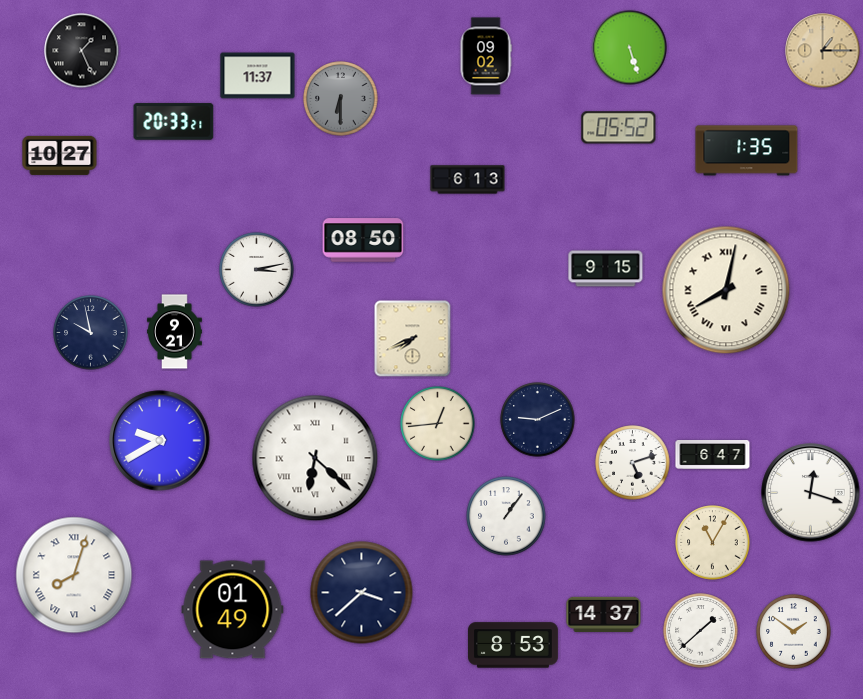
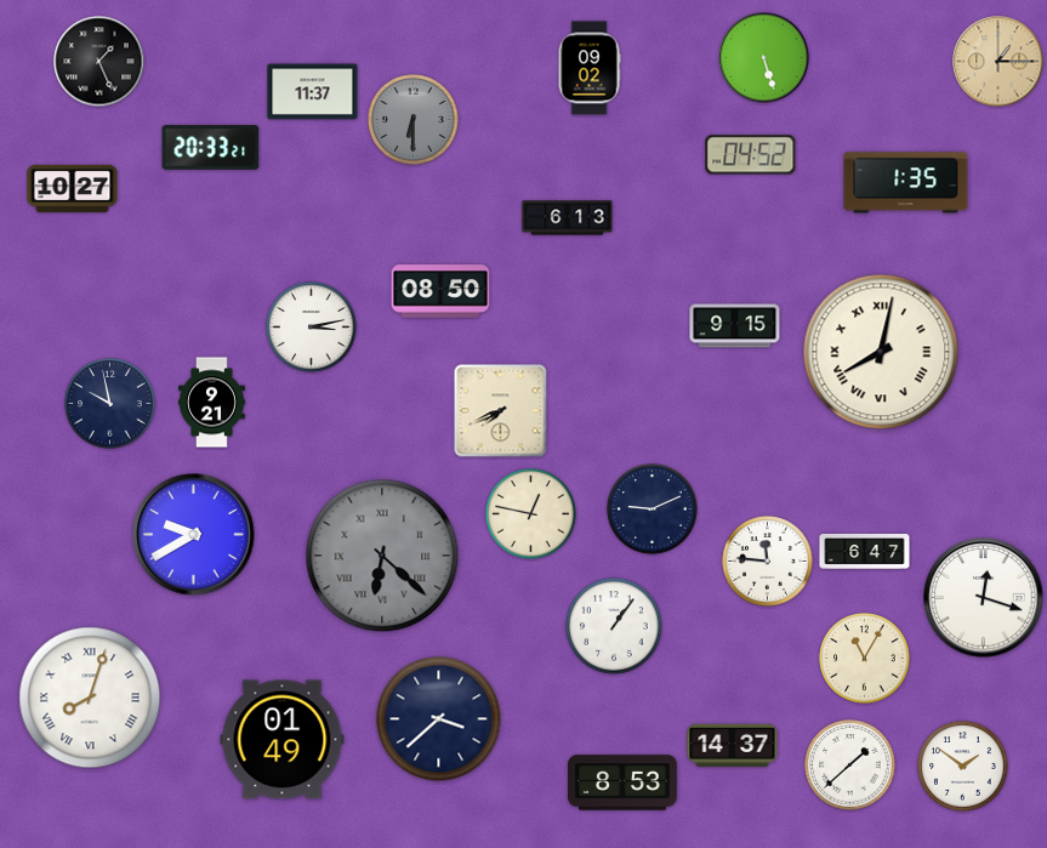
clock at (619, 128): 05:52 -> 04:52
clock at (438, 424): 12:44 -> 12:47
clock at (315, 458) dial: white -> grey
clock at (633, 463): 5:12 -> 11:46
